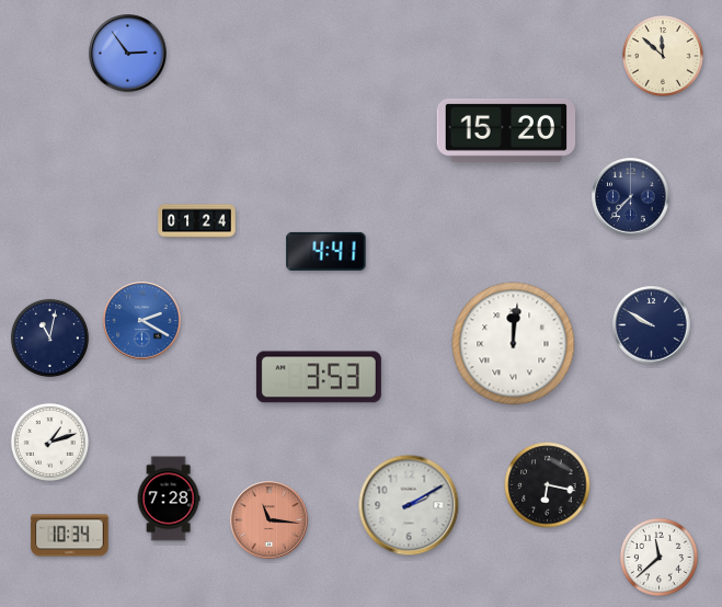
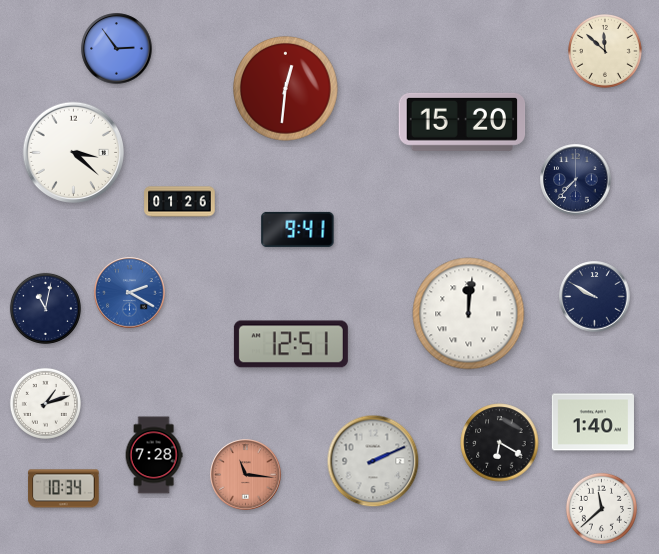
clock at (286, 89): none -> 12:31
clock at (506, 130) position: (506, 130) -> (462, 122)
clock at (73, 152): none -> 3:22
clock at (197, 221): 01:24 -> 01:26
clock at (326, 251): 4:41 -> 9:41
clock at (319, 377): 3:53 -> 12:51
clock at (593, 422): none -> 1:40
clock at (548, 485): 6:17 -> 6:20
clock at (409, 505): 2:10 -> 2:11
